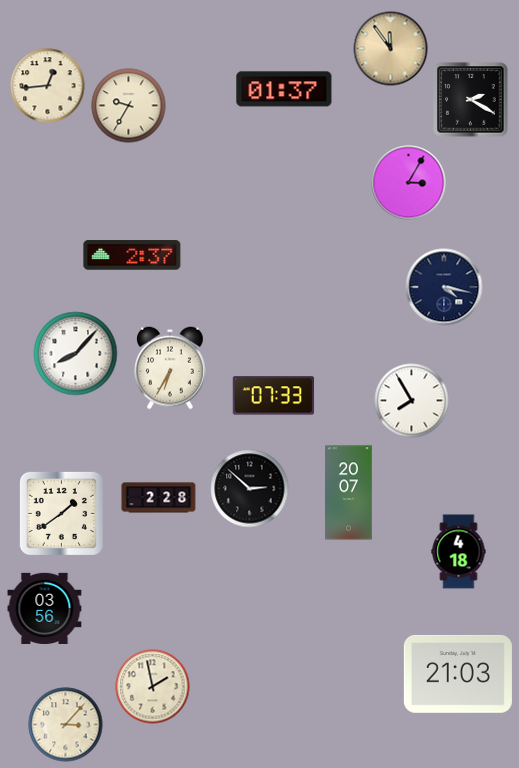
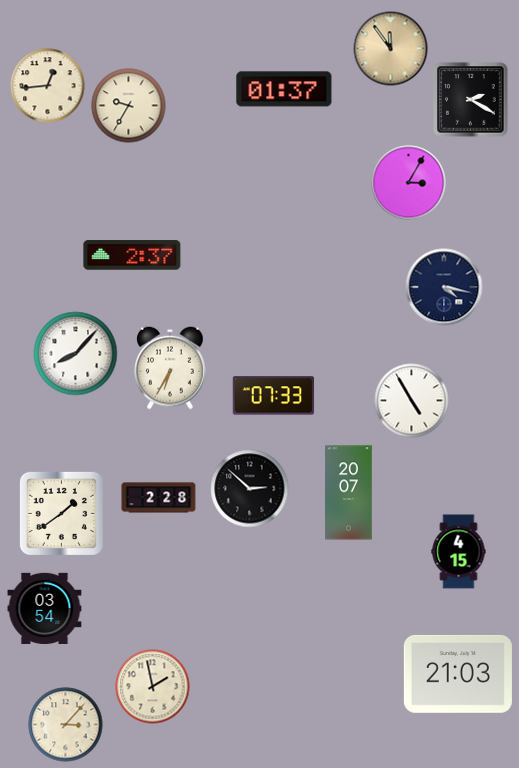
clock at (412, 401): 7:55 -> 4:55
clock at (459, 552): 4:18 -> 4:15
clock at (45, 608): 03:56 -> 03:54
